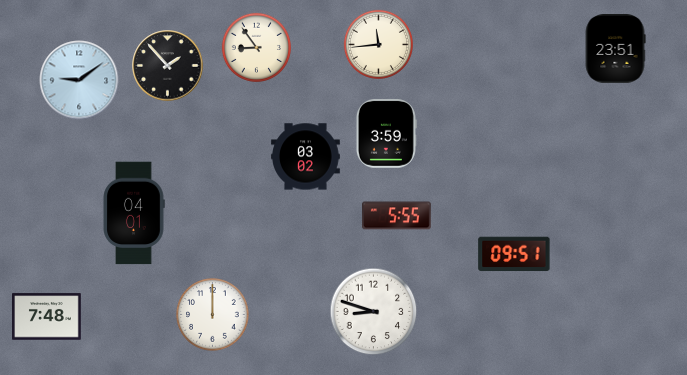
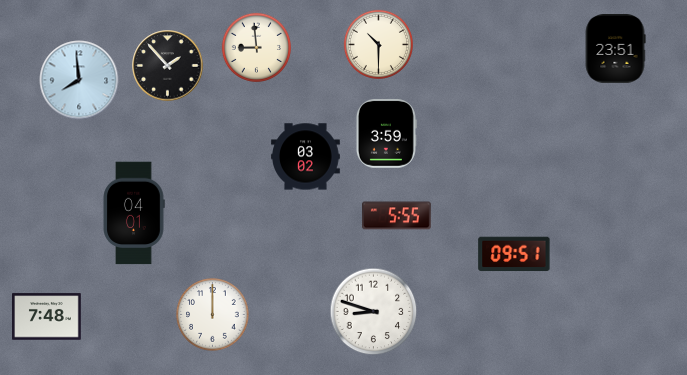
clock at (378, 44): 11:44 -> 10:30
clock at (256, 47): 8:54 -> 8:59
clock at (79, 80): 9:09 -> 7:59
